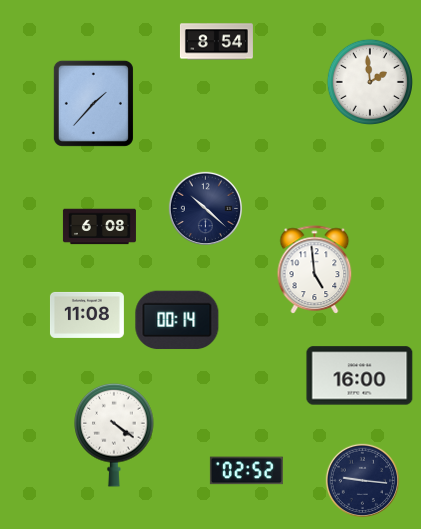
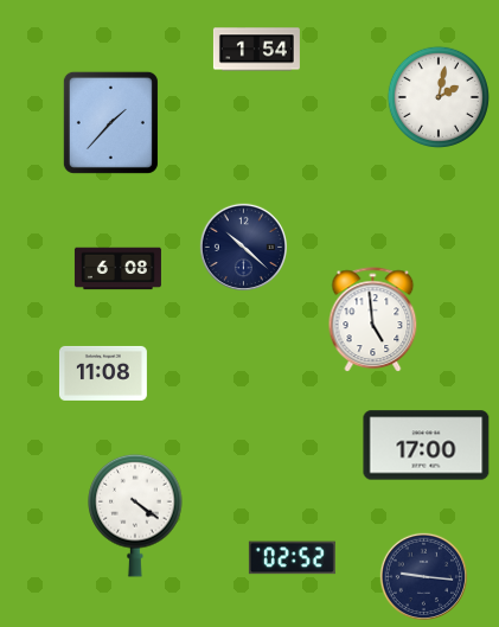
clock at (216, 42): 8:54 -> 1:54
clock at (370, 82): 1:59 -> 2:02
clock at (177, 320): 00:14 -> none
clock at (360, 376): 16:00 -> 17:00
clock at (362, 480) position: (362, 480) -> (423, 576)
